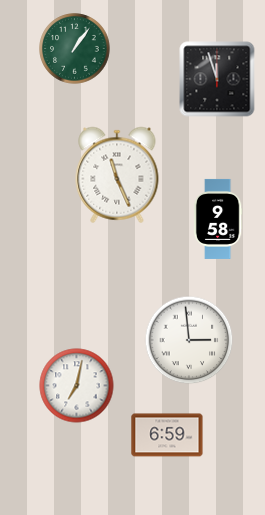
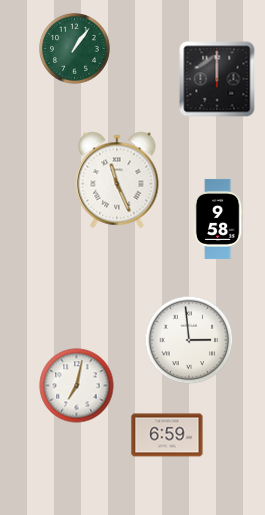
clock at (217, 79): 11:57 -> 12:00
clock at (117, 175) position: (117, 175) -> (117, 180)
